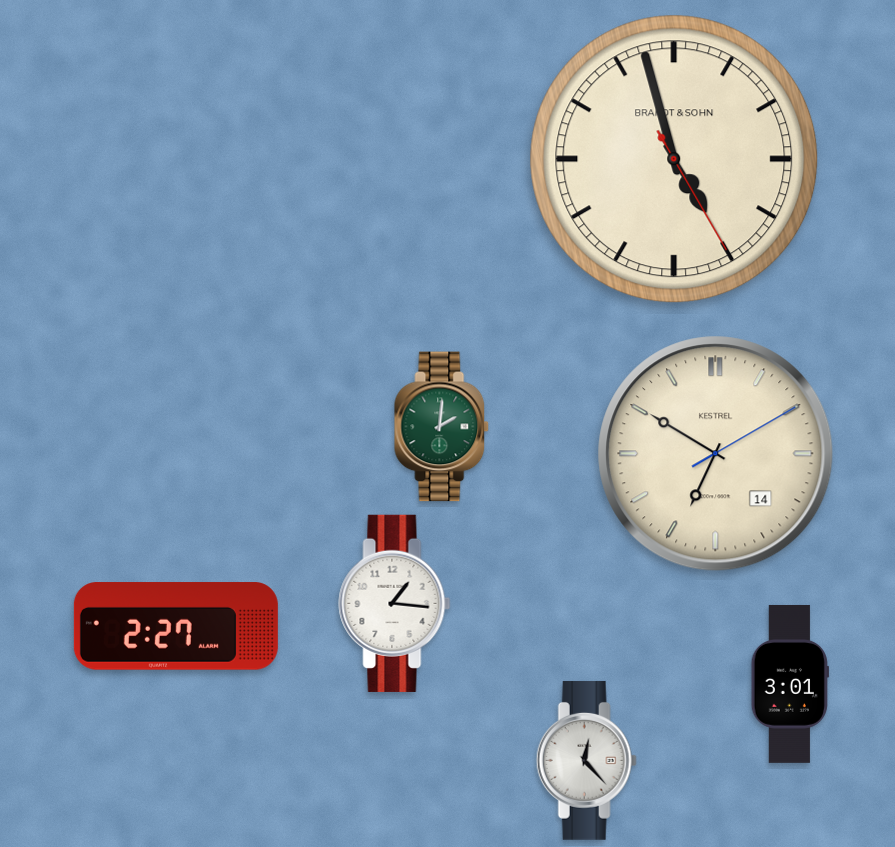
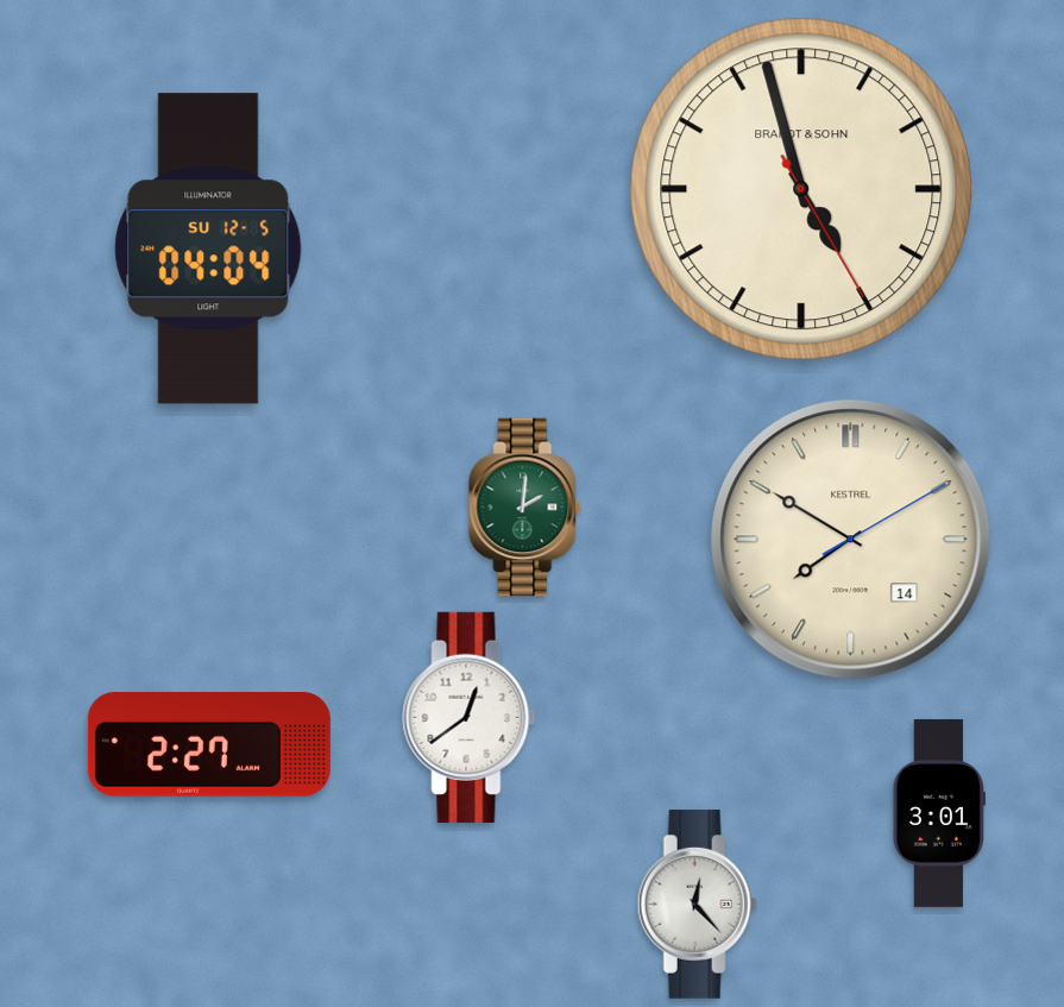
clock at (208, 248): none -> 04:04
clock at (716, 454): 6:50 -> 7:50
clock at (395, 603): 1:16 -> 12:39
